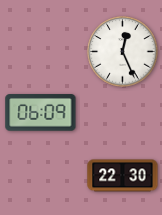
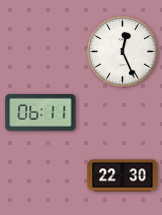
clock at (41, 113): 06:09 -> 06:11
